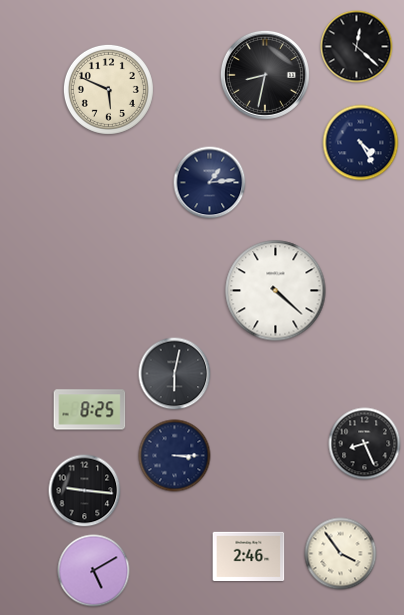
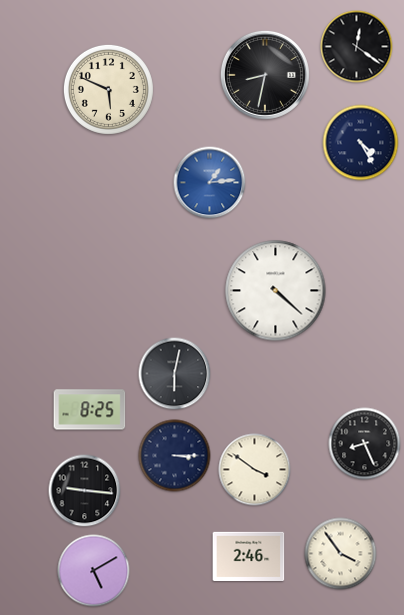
clock at (357, 47): 12:22 -> 12:21
clock at (210, 183) dial: navy -> blue
clock at (255, 470): none -> 3:51
